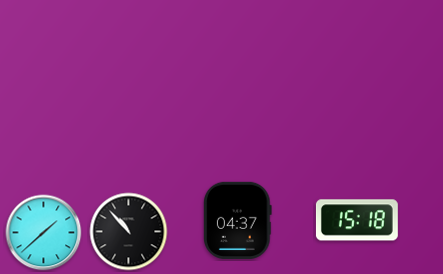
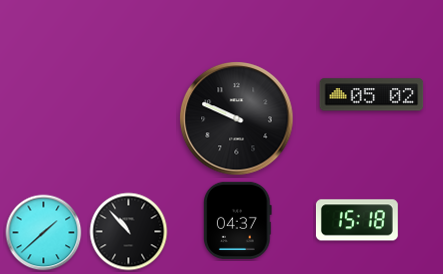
clock at (372, 95): none -> 05:02
clock at (237, 119): none -> 9:49
